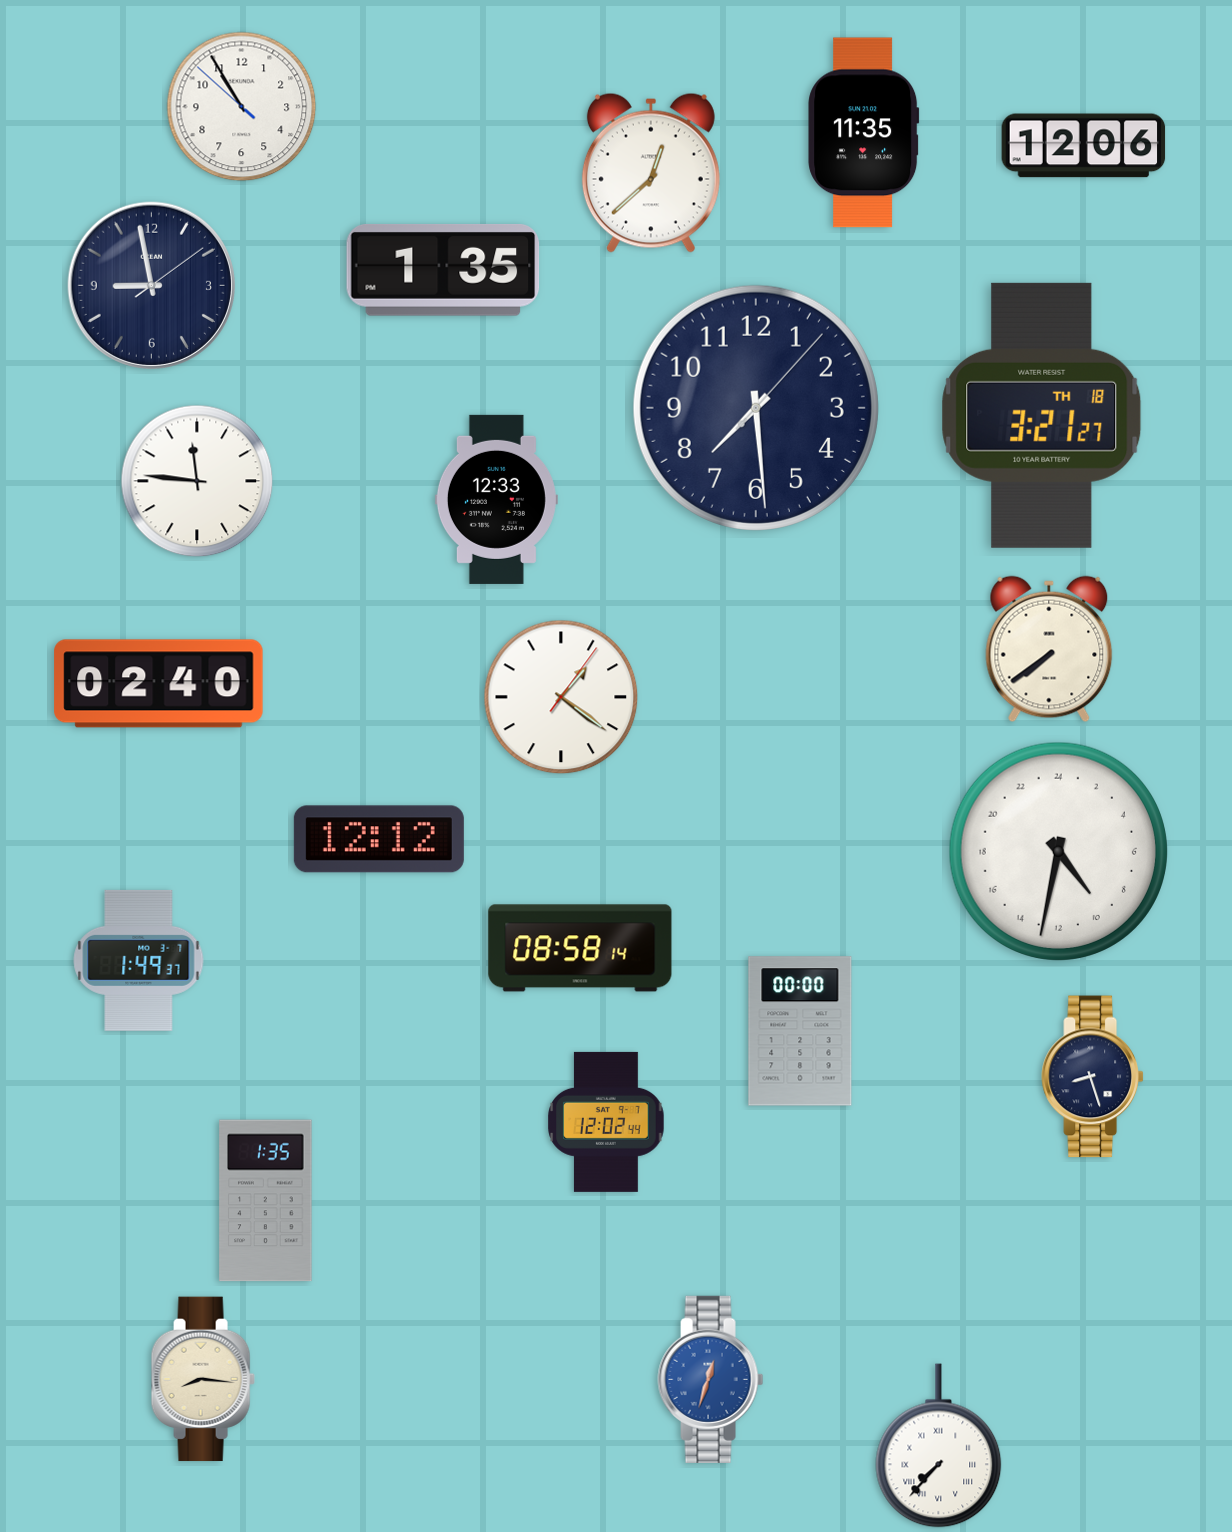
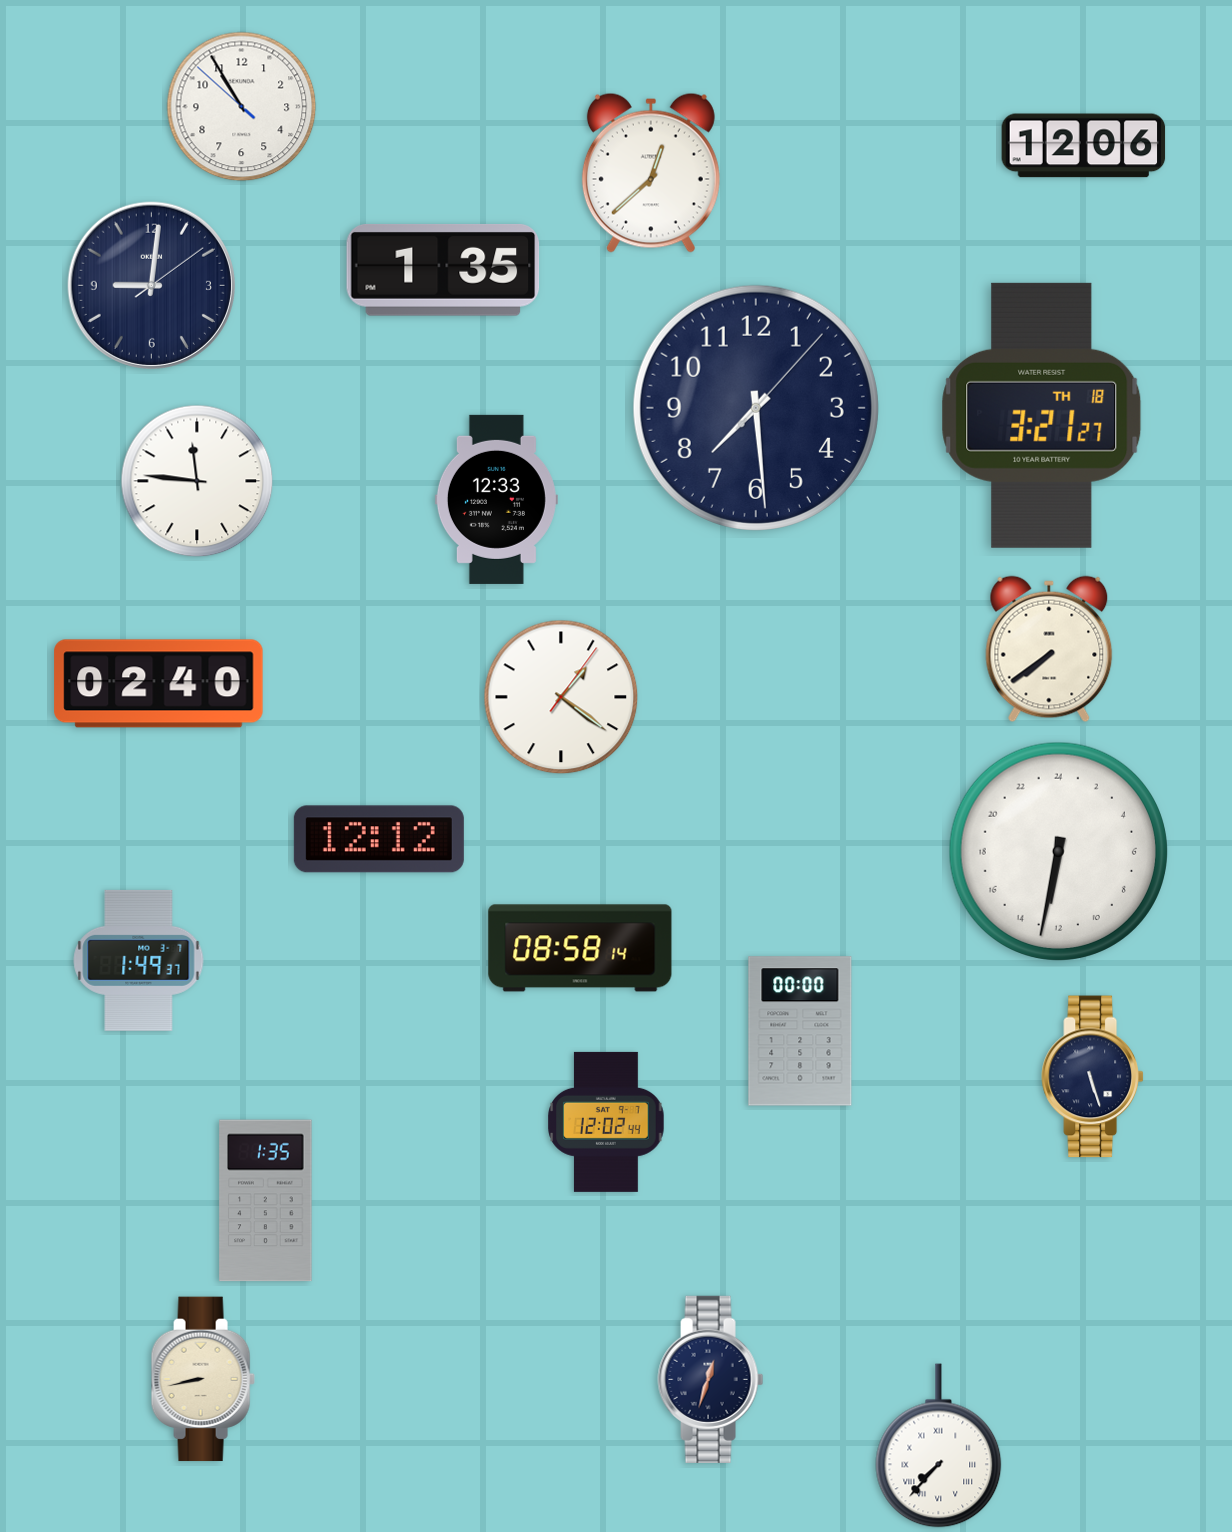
clock at (864, 133): 11:35 -> none
clock at (151, 285): 8:58 -> 9:01
clock at (1058, 851): 9:32 -> 12:32
clock at (1093, 1077): 8:27 -> 5:27
clock at (203, 1379): 8:16 -> 8:43
clock at (711, 1379) dial: blue -> navy
